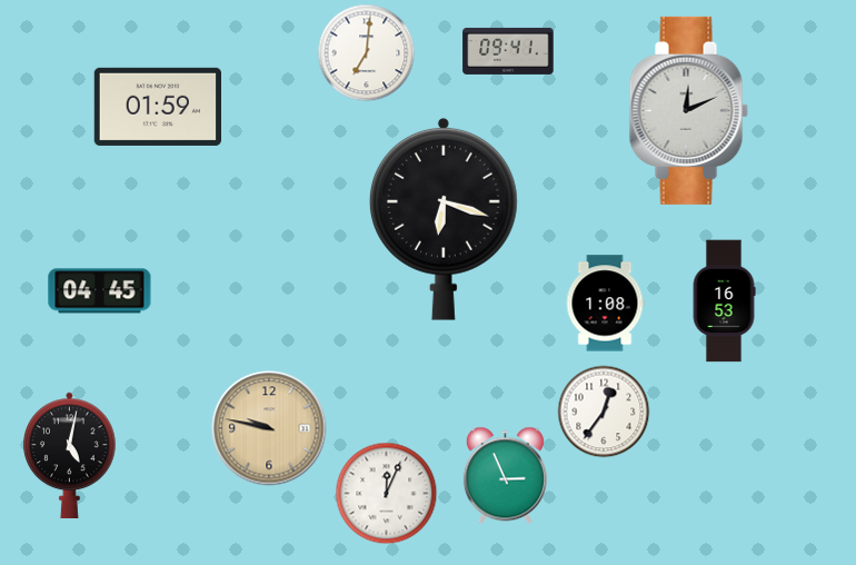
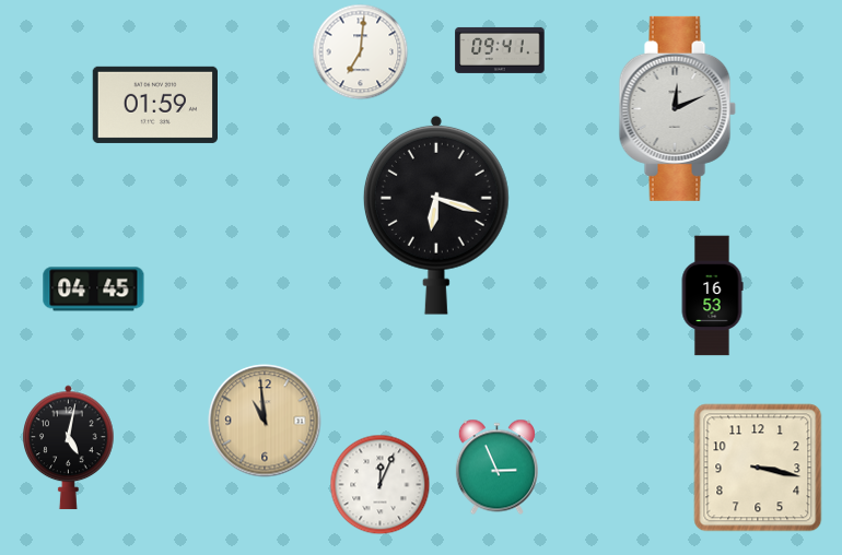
clock at (100, 291) position: (100, 291) -> (94, 290)
clock at (605, 304): 1:08 -> none
clock at (604, 412): 12:36 -> none
clock at (269, 428): 9:47 -> 10:59
clock at (758, 468): none -> 3:17
